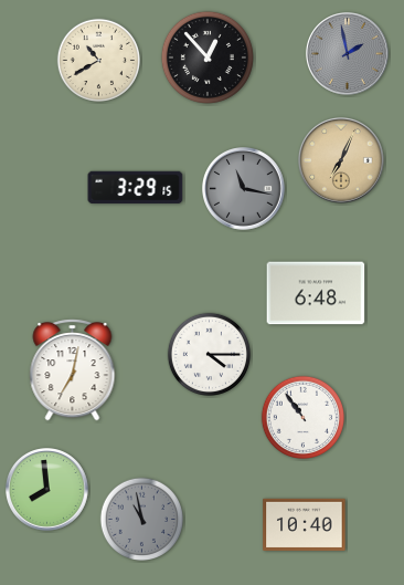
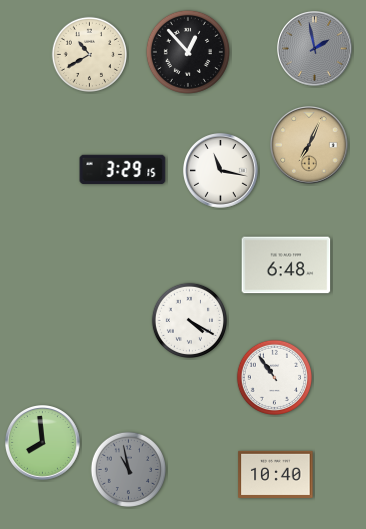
clock at (244, 189) dial: grey -> white
clock at (209, 354): 4:15 -> 4:20
clock at (73, 370): 7:02 -> none
